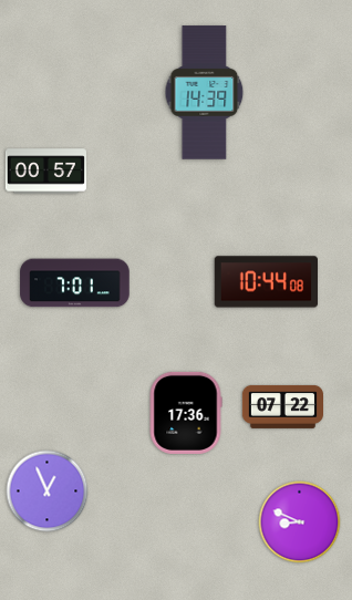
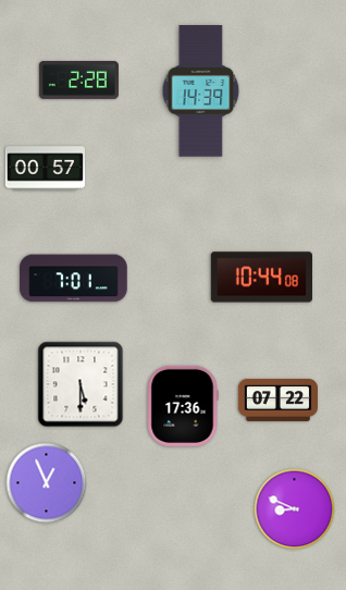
clock at (78, 81): none -> 2:28
clock at (81, 384): none -> 5:30
clock at (300, 523) position: (300, 523) -> (295, 509)
